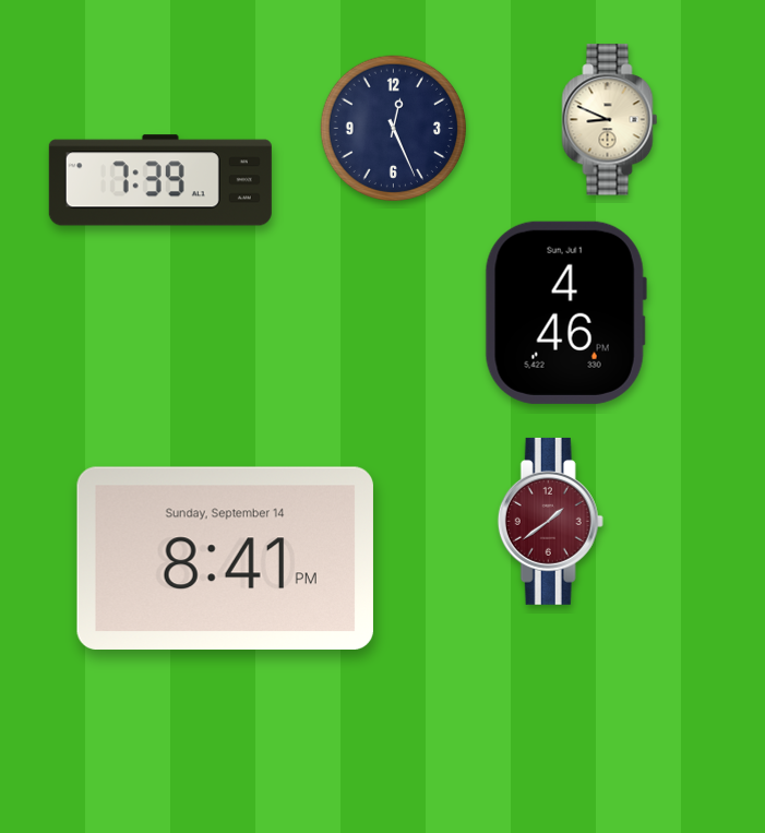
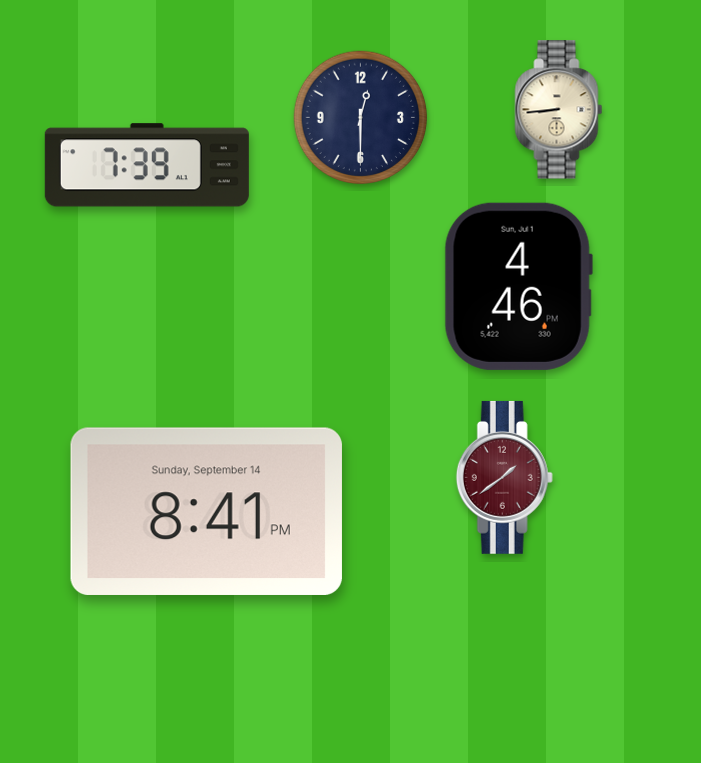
clock at (610, 120): 8:49 -> 8:44
clock at (393, 128): 12:26 -> 12:30
